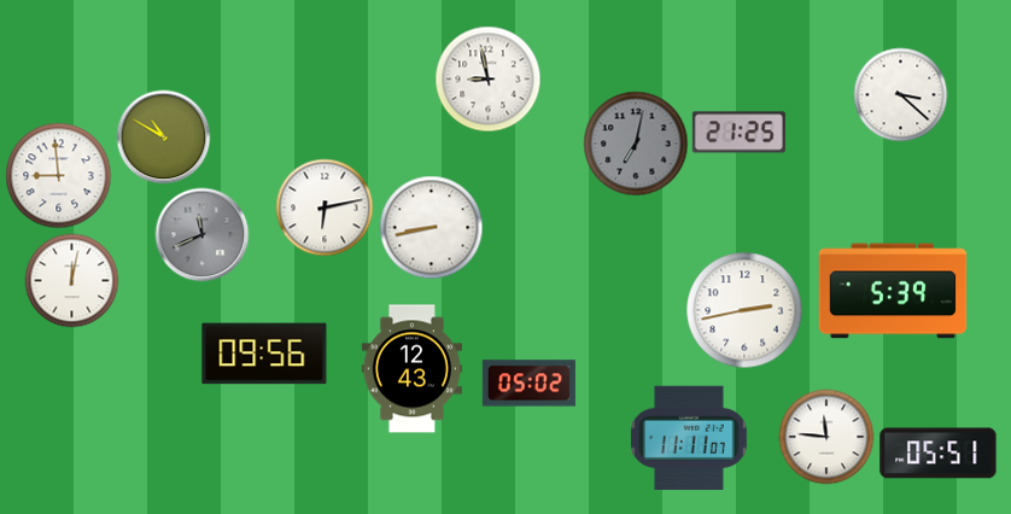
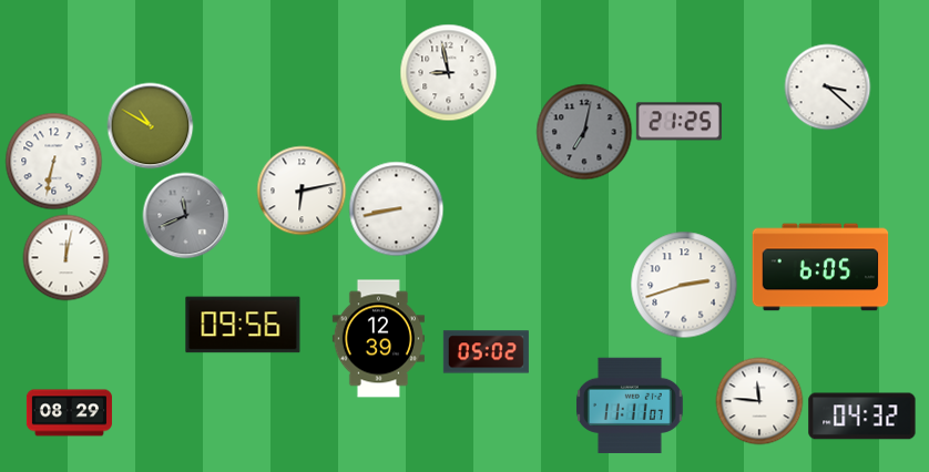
clock at (58, 175): 8:59 -> 6:32
clock at (325, 208) position: (325, 208) -> (302, 191)
clock at (893, 291): 5:39 -> 6:05
clock at (744, 310): 2:43 -> 2:42
clock at (411, 369): 12:43 -> 12:39
clock at (689, 437) position: (689, 437) -> (630, 404)
clock at (69, 413): none -> 08:29
clock at (939, 454): 05:51 -> 04:32
